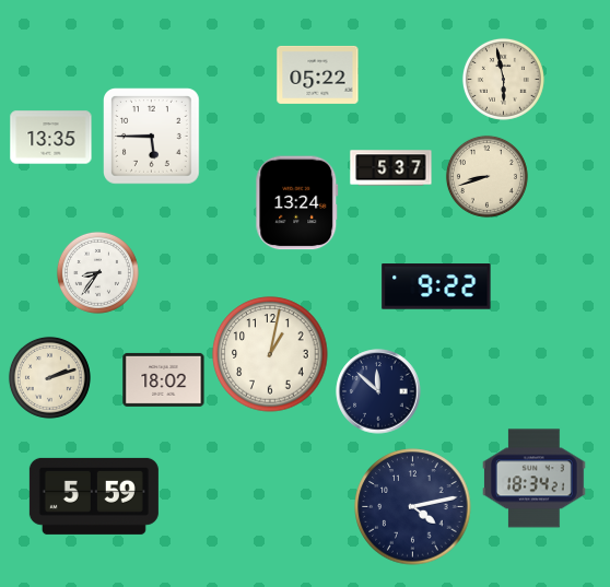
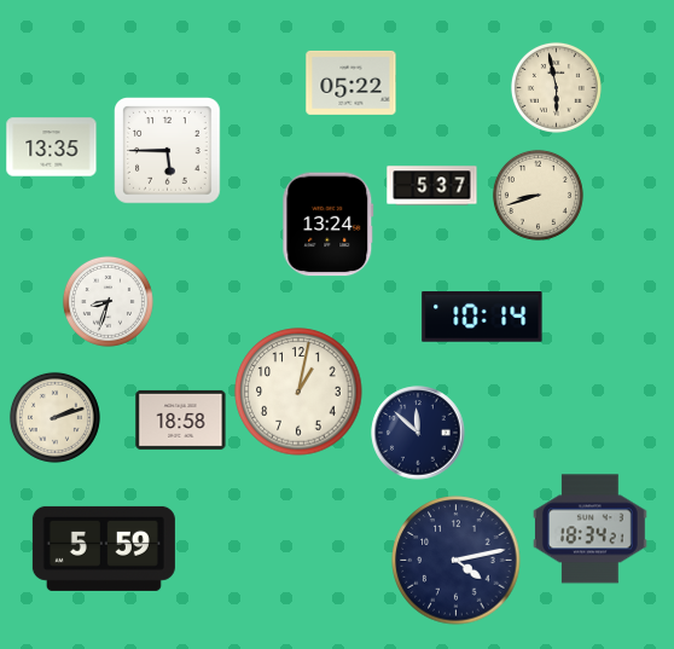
clock at (51, 138) position: (51, 138) -> (52, 147)
clock at (97, 272): 8:36 -> 8:33
clock at (436, 286): 9:22 -> 10:14
clock at (164, 379): 18:02 -> 18:58
